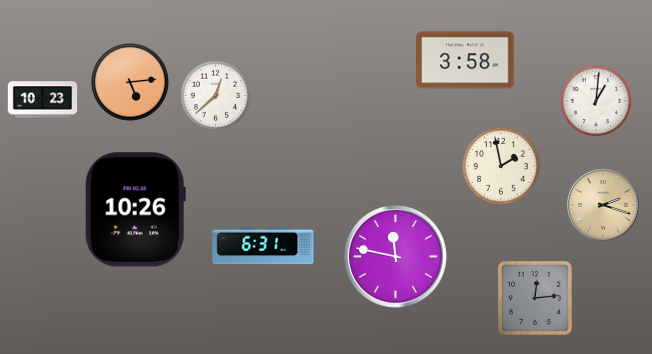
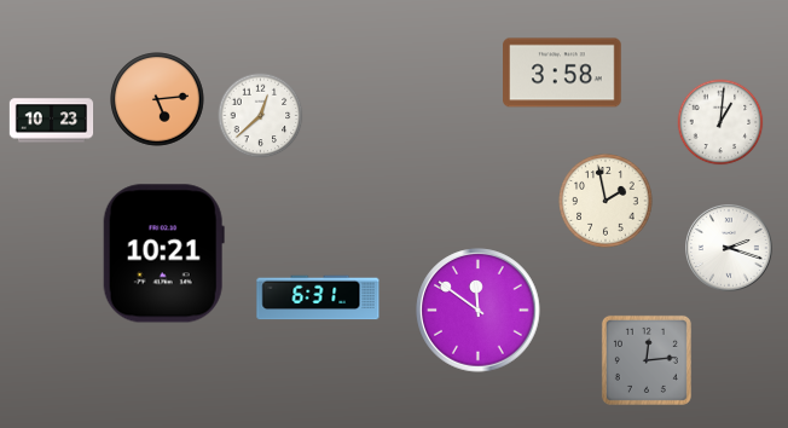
clock at (604, 206) dial: champagne -> white
clock at (135, 210): 10:26 -> 10:21
clock at (396, 257): 11:47 -> 11:51
